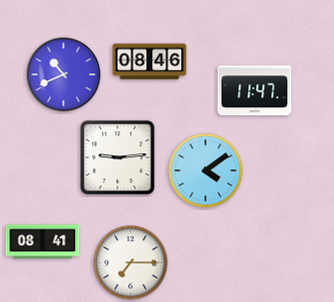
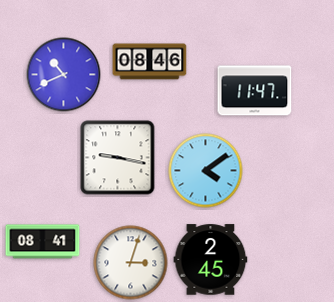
clock at (118, 158): 9:14 -> 9:17
clock at (211, 260): none -> 2:45
clock at (131, 263): 7:15 -> 3:03
